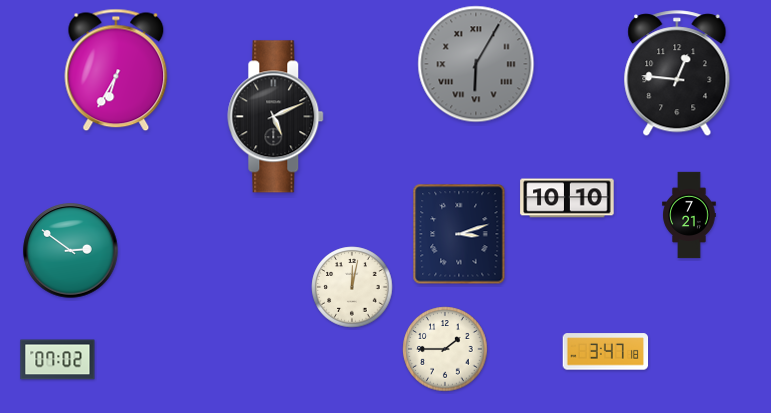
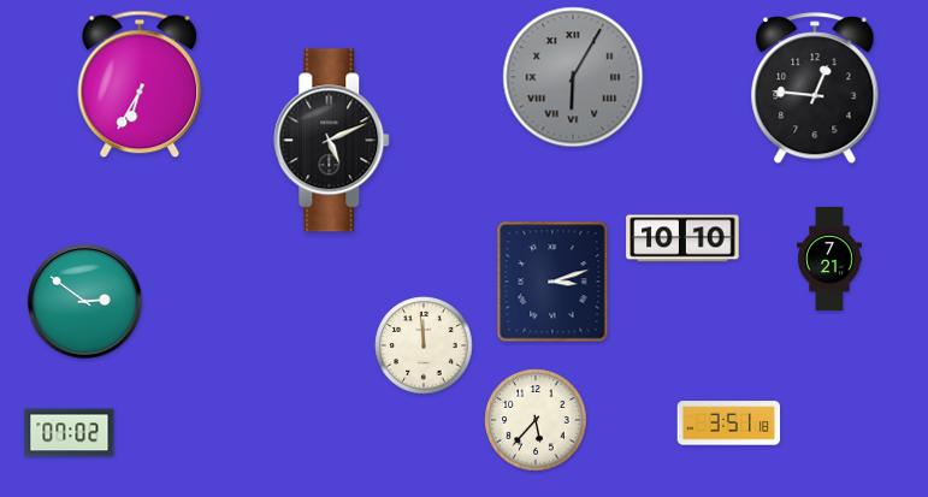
clock at (352, 287): 12:02 -> 11:59
clock at (445, 349): 1:45 -> 5:37
clock at (606, 352): 3:47 -> 3:51
